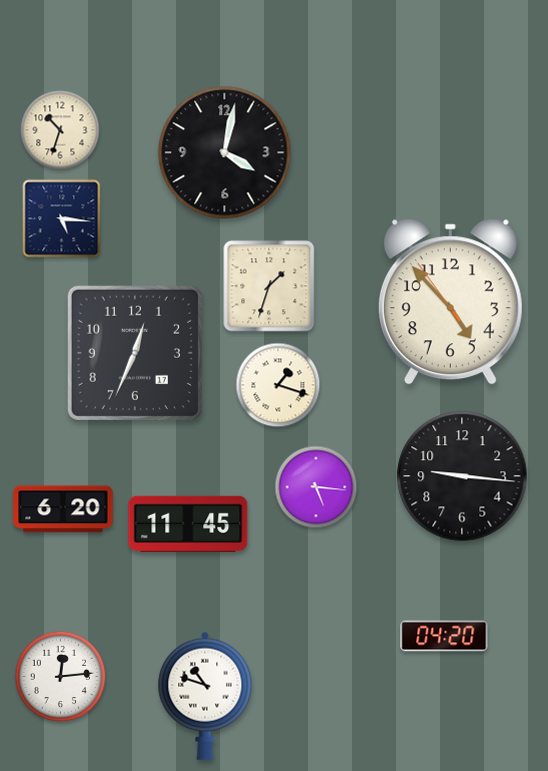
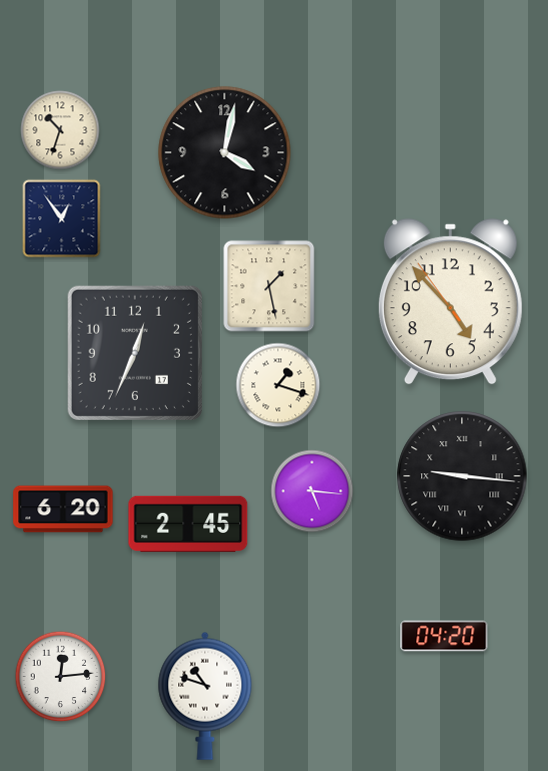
clock at (62, 219): 5:16 -> 12:54
clock at (269, 286): 1:33 -> 1:28
clock at (462, 476) numerals: Arabic -> Roman
clock at (316, 487) position: (316, 487) -> (312, 491)
clock at (188, 524): 11:45 -> 2:45
